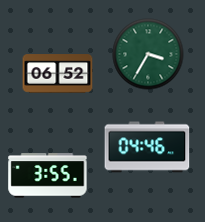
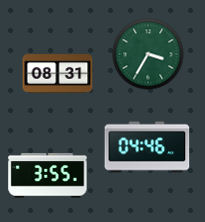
clock at (58, 74): 06:52 -> 08:31
